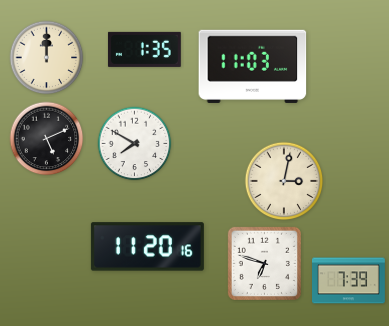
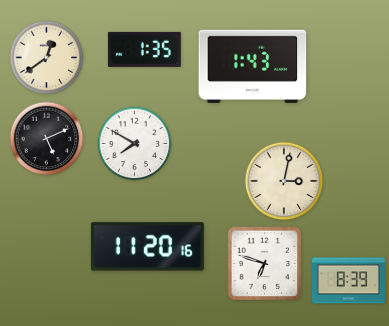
clock at (47, 58): 12:00 -> 12:39
clock at (253, 66): 11:03 -> 1:43
clock at (349, 281): 7:39 -> 8:39
